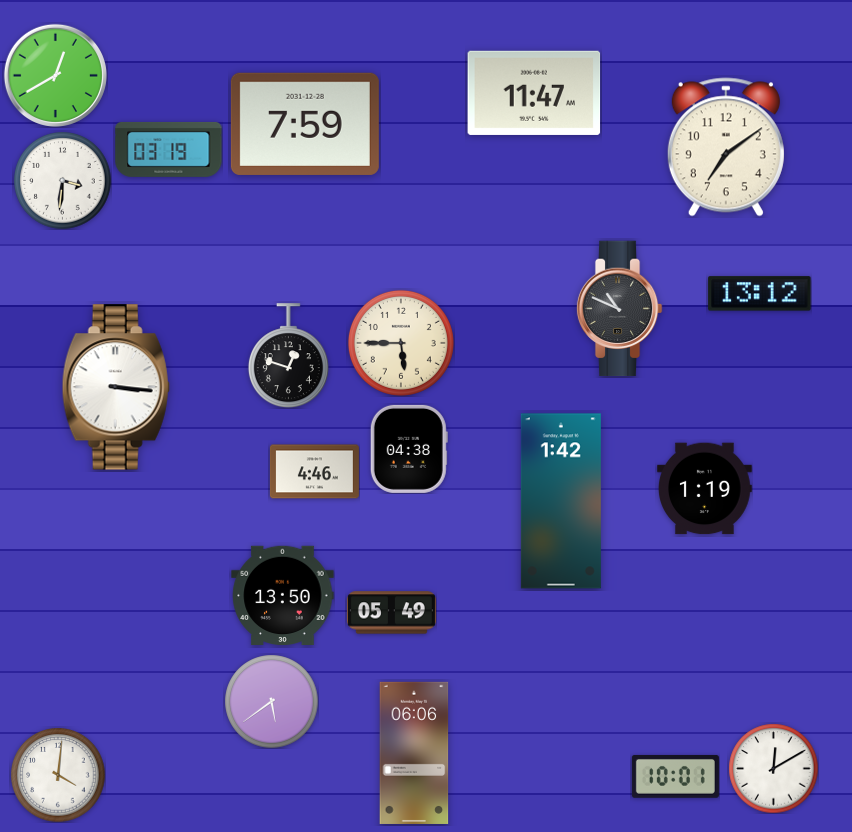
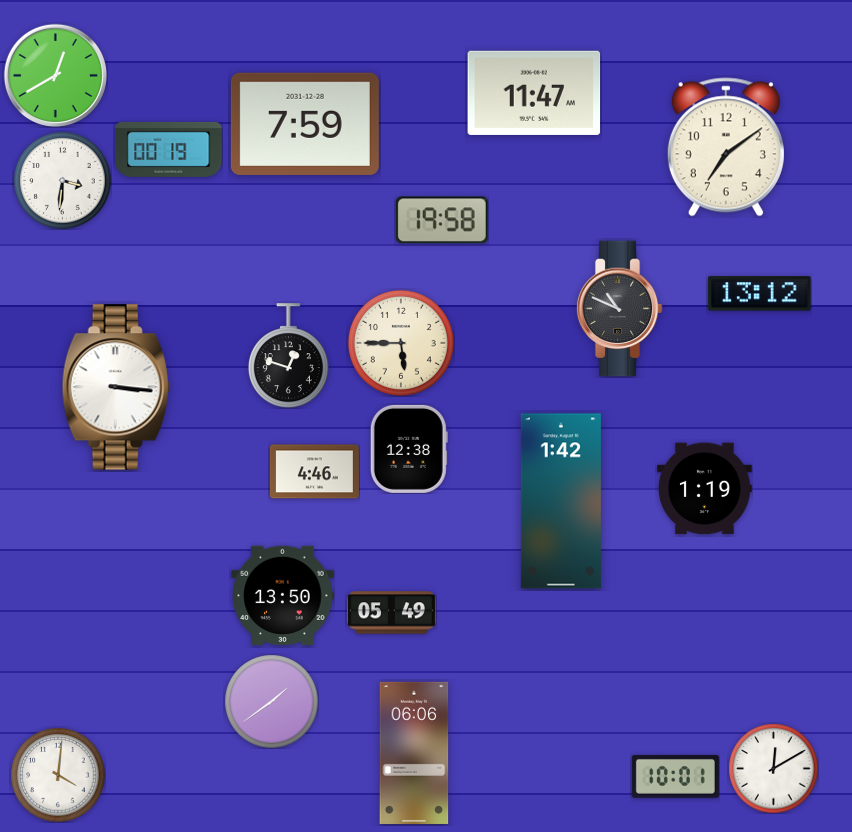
clock at (169, 149): 03:19 -> 00:19
clock at (442, 220): none -> 19:58
clock at (409, 449): 04:38 -> 12:38
clock at (271, 701): 5:39 -> 1:39
